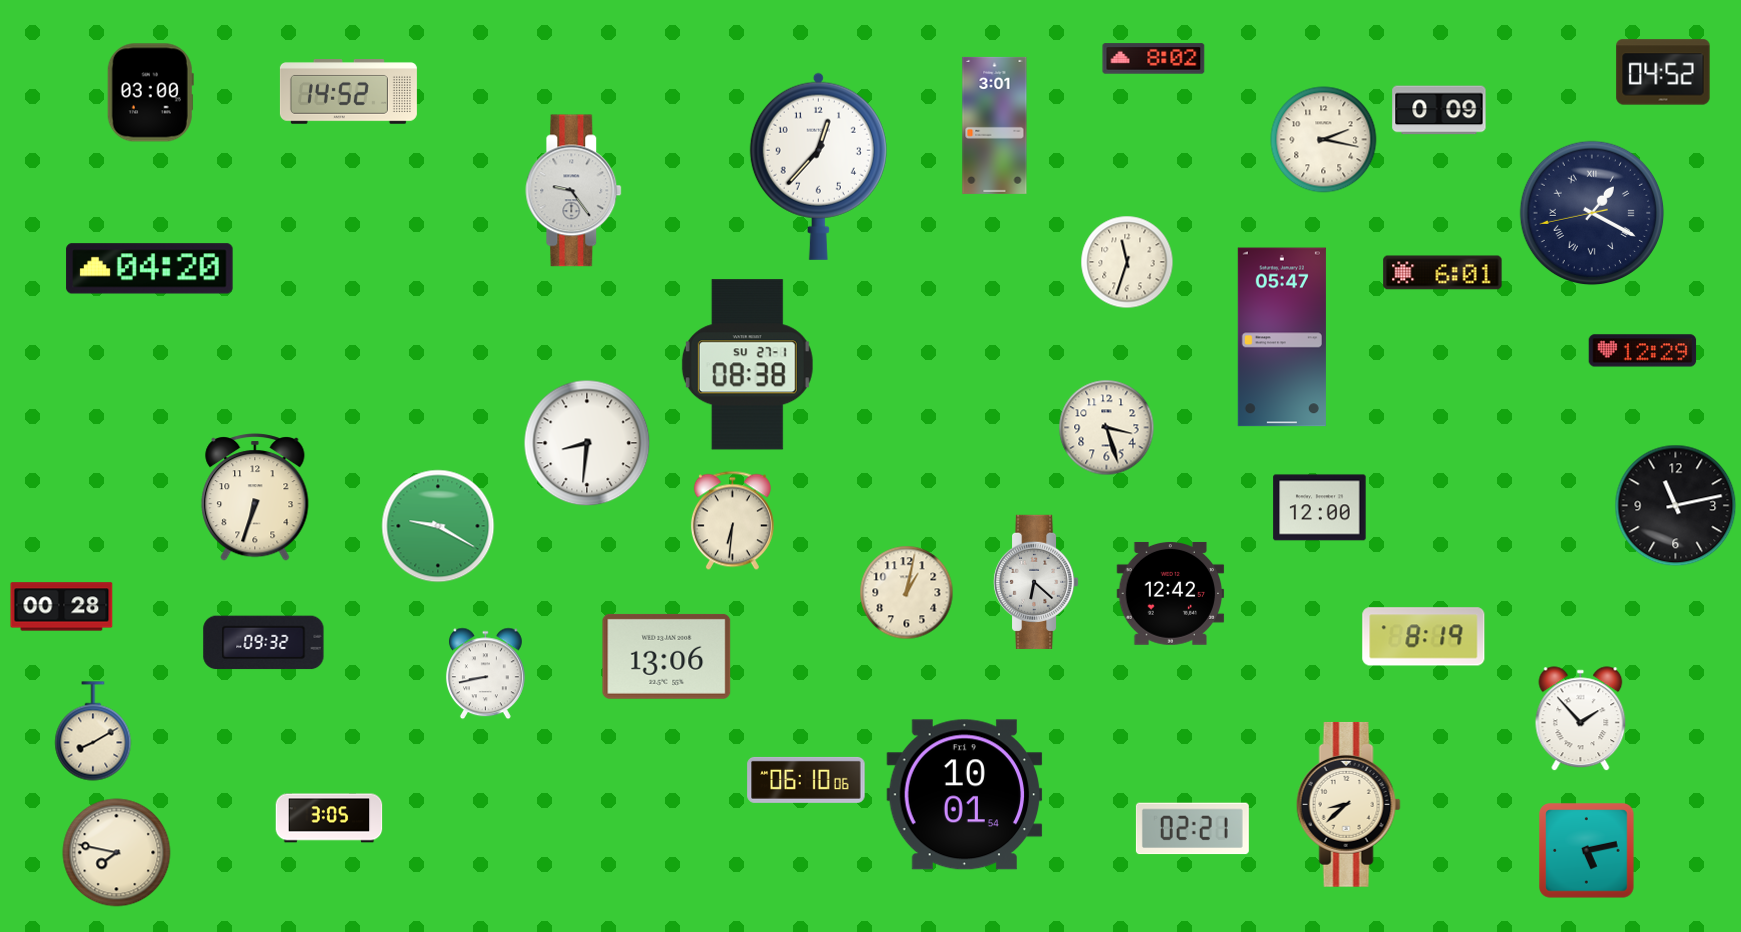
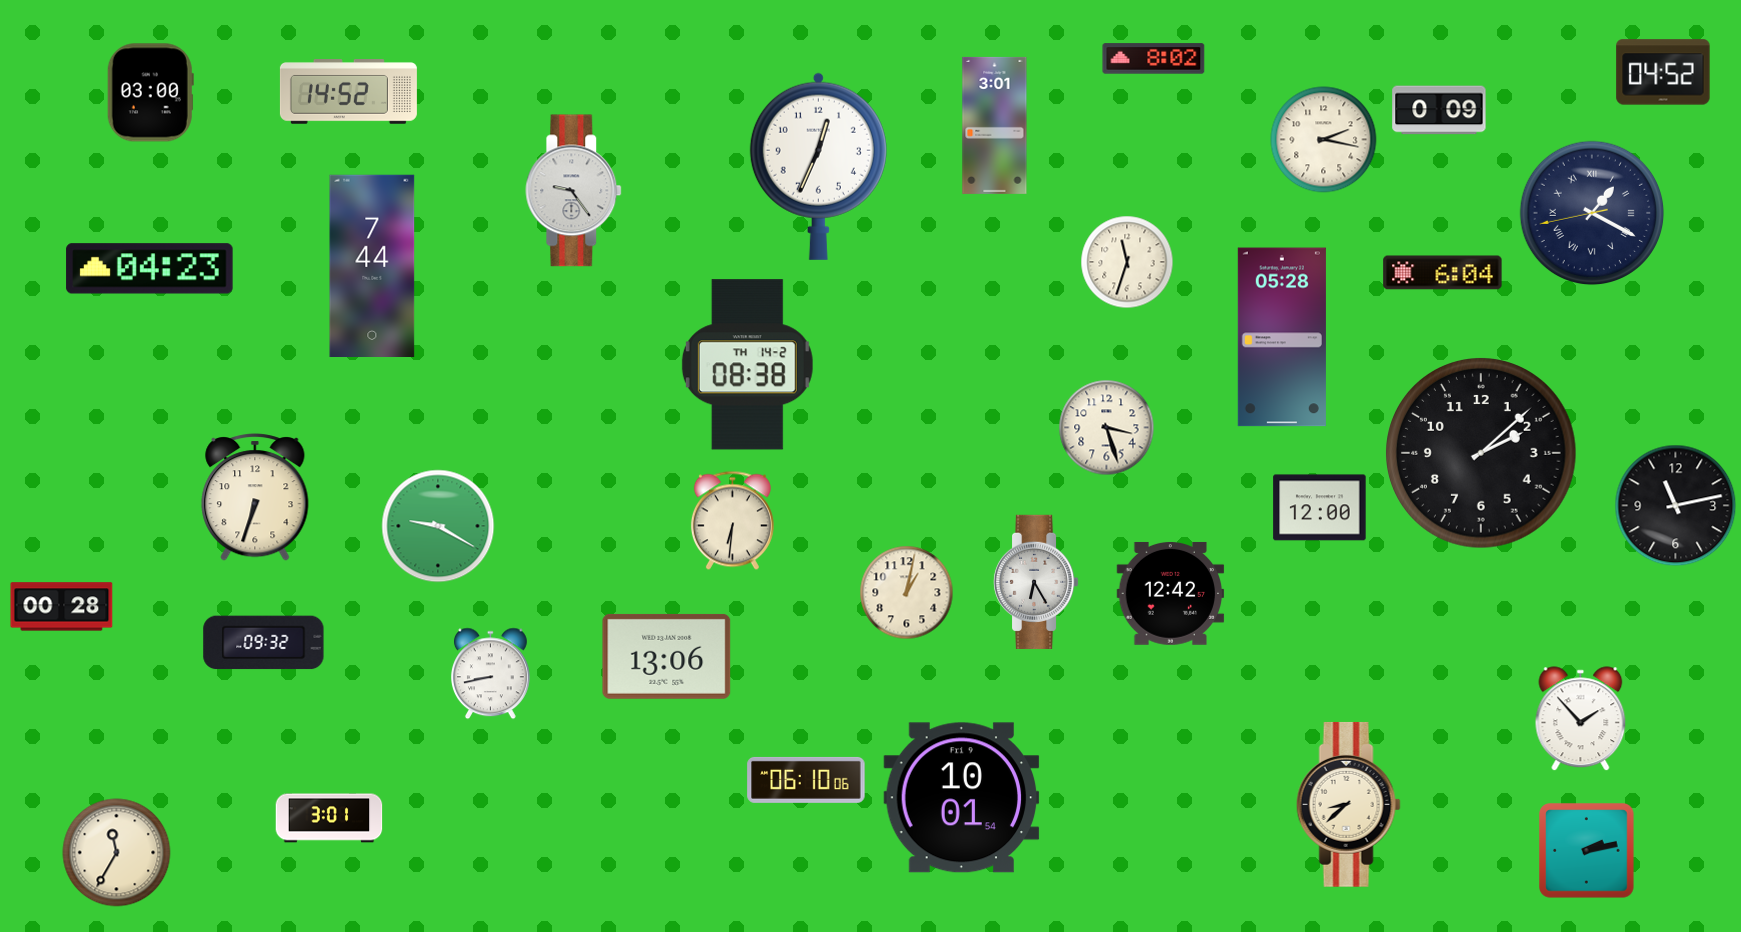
clock at (818, 166): 12:37 -> 12:34
clock at (372, 265): none -> 7:44
clock at (150, 269): 04:20 -> 04:23
clock at (1443, 273): 6:01 -> 6:04
clock at (1282, 337): 05:47 -> 05:28
clock at (1643, 351): 12:29 -> none
clock at (747, 365) date: SU 27-1 -> TH 14-2
clock at (587, 443): 8:31 -> none
clock at (1481, 453): none -> 2:08
clock at (1036, 582): 6:22 -> 6:25
clock at (1424, 637): 8:19 -> none
clock at (485, 674) position: (485, 674) -> (490, 674)
clock at (93, 731): 8:10 -> none
clock at (965, 795) position: (965, 795) -> (962, 798)
clock at (329, 818): 3:05 -> 3:01
clock at (1192, 829): 02:21 -> none
clock at (1587, 851): 5:13 -> 2:13
clock at (117, 853): 7:47 -> 11:35
